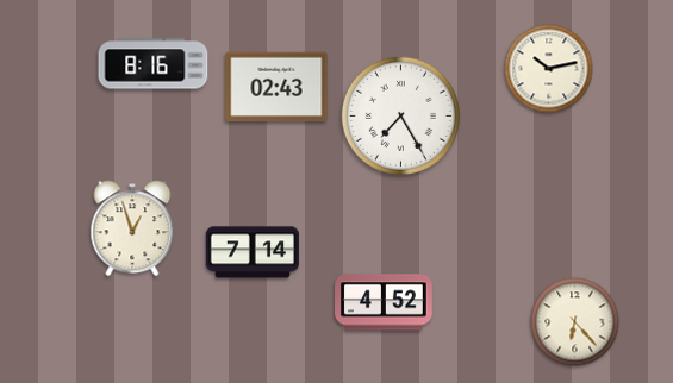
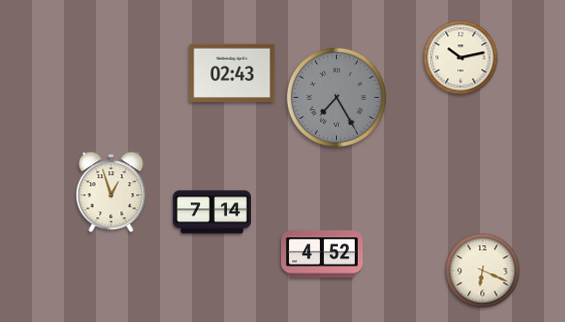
clock at (154, 64): 8:16 -> none
clock at (400, 115) dial: white -> grey
clock at (575, 322): 6:23 -> 6:19
